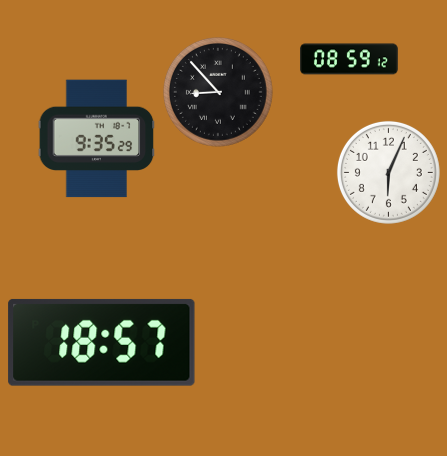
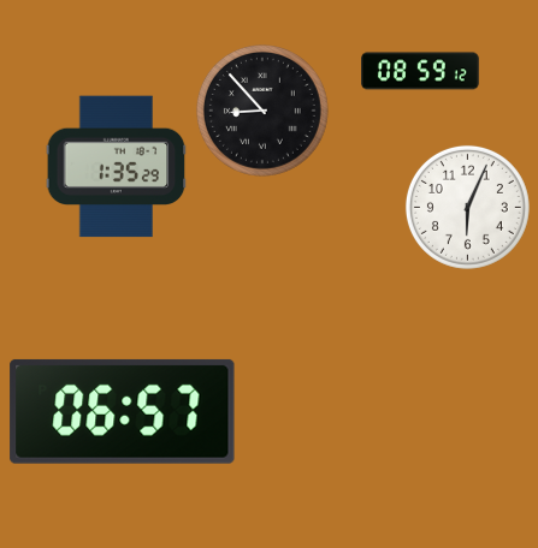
clock at (97, 139): 9:35 -> 1:35
clock at (102, 342): 18:57 -> 06:57
